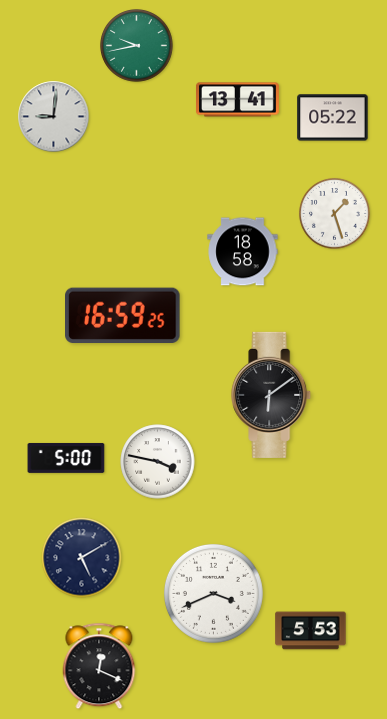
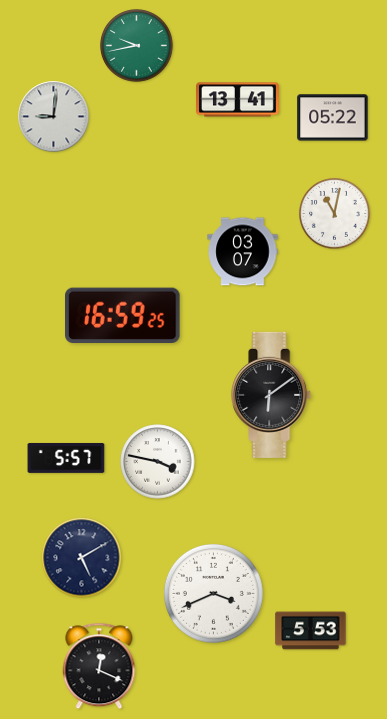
clock at (334, 213): 1:27 -> 11:02
clock at (243, 252): 18:58 -> 03:07
clock at (66, 458): 5:00 -> 5:57
